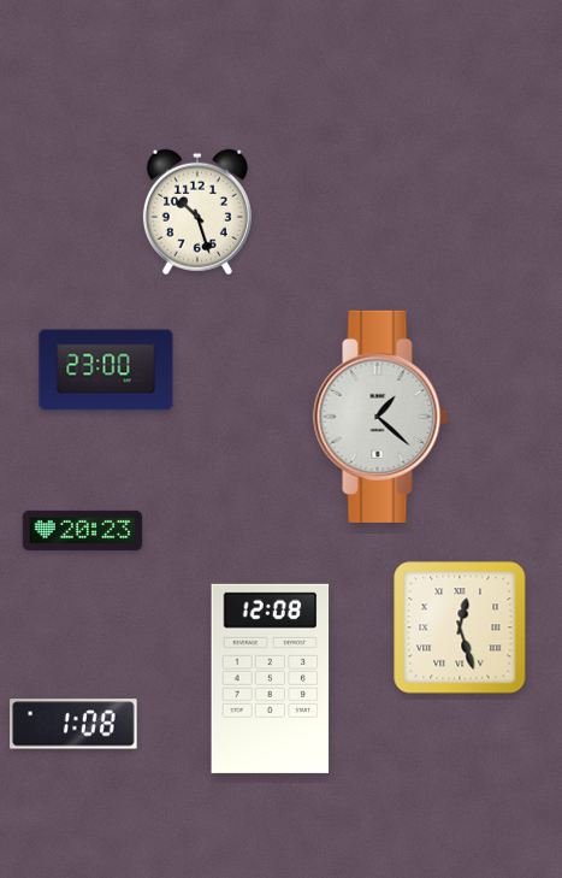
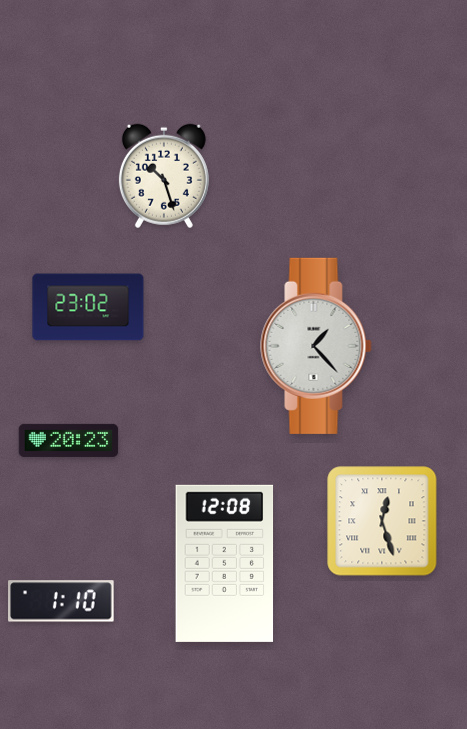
clock at (106, 370): 23:00 -> 23:02
clock at (380, 417): 1:22 -> 1:23
clock at (73, 724): 1:08 -> 1:10
